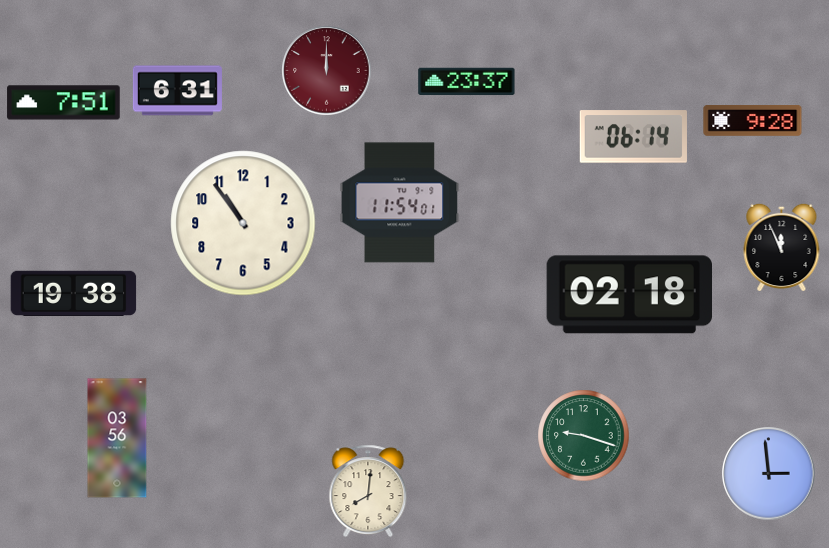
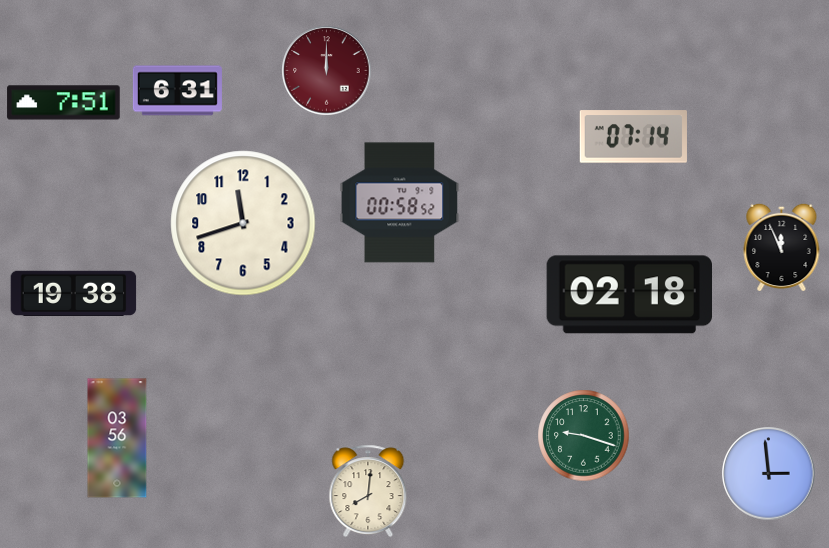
clock at (467, 82): 23:37 -> none
clock at (753, 121): 9:28 -> none
clock at (633, 137): 06:14 -> 07:14
clock at (400, 203): 11:54 -> 00:58
clock at (243, 223): 10:54 -> 11:42
